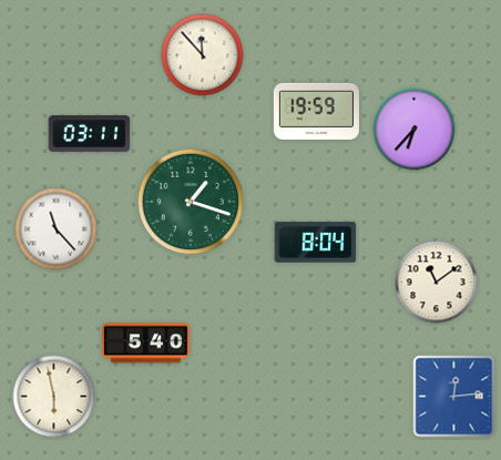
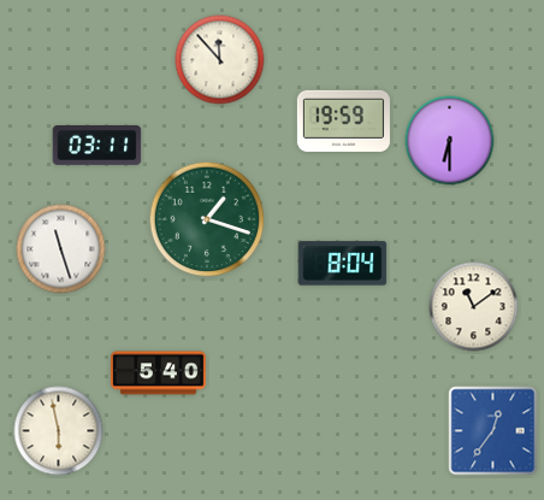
clock at (415, 130): 6:37 -> 6:30
clock at (57, 229): 11:23 -> 11:27
clock at (454, 397): 12:14 -> 12:36
